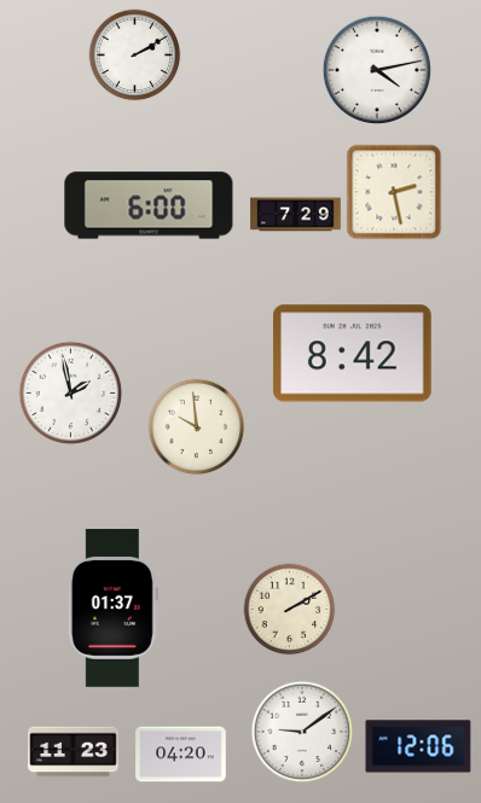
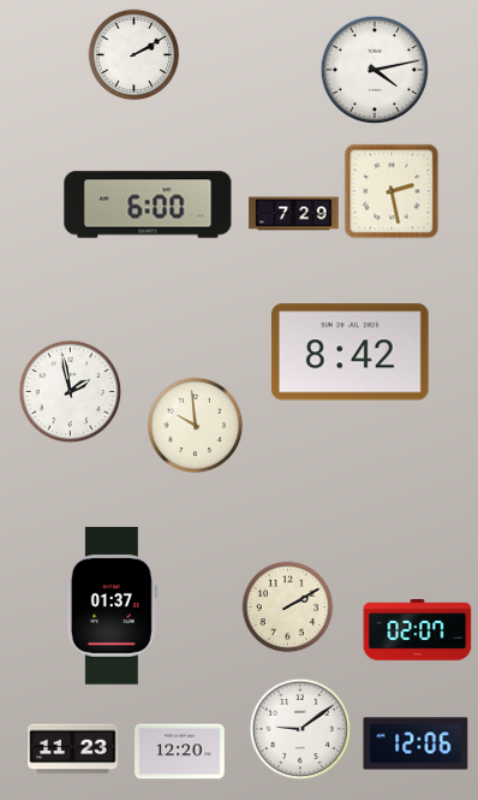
clock at (418, 630): none -> 02:07
clock at (181, 755): 04:20 -> 12:20
